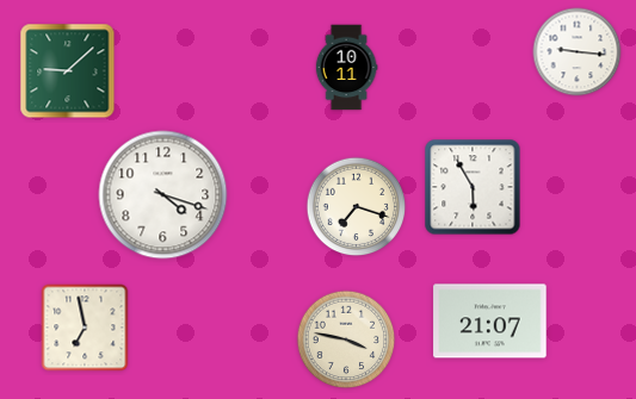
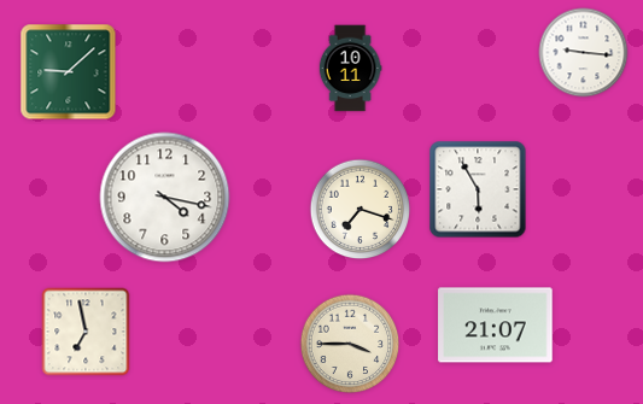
clock at (163, 195): 4:18 -> 4:17
clock at (346, 339): 3:47 -> 3:45
